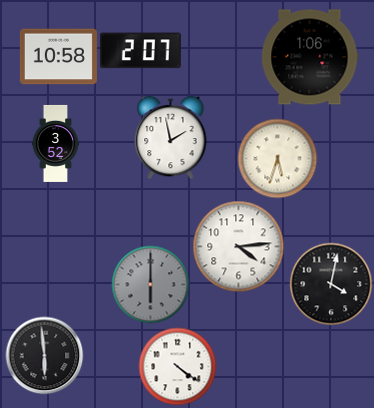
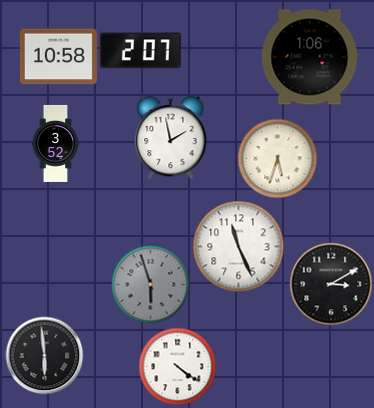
clock at (238, 246): 4:14 -> 11:26
clock at (150, 284): 6:00 -> 5:57
clock at (331, 284): 4:02 -> 3:10
